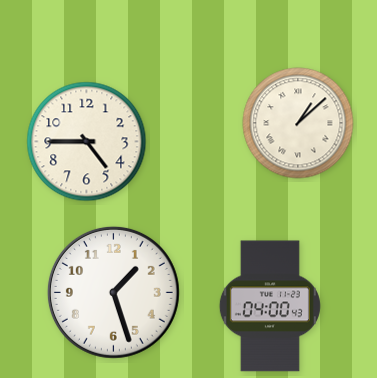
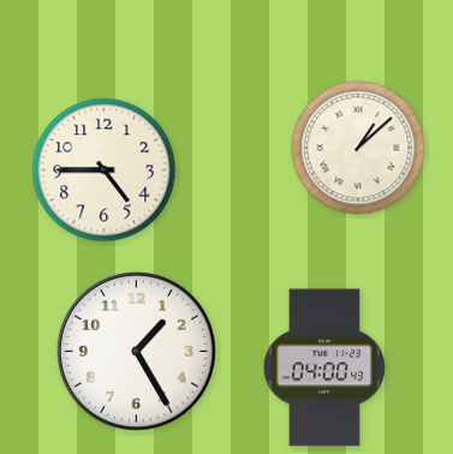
clock at (113, 292): 1:27 -> 1:25
